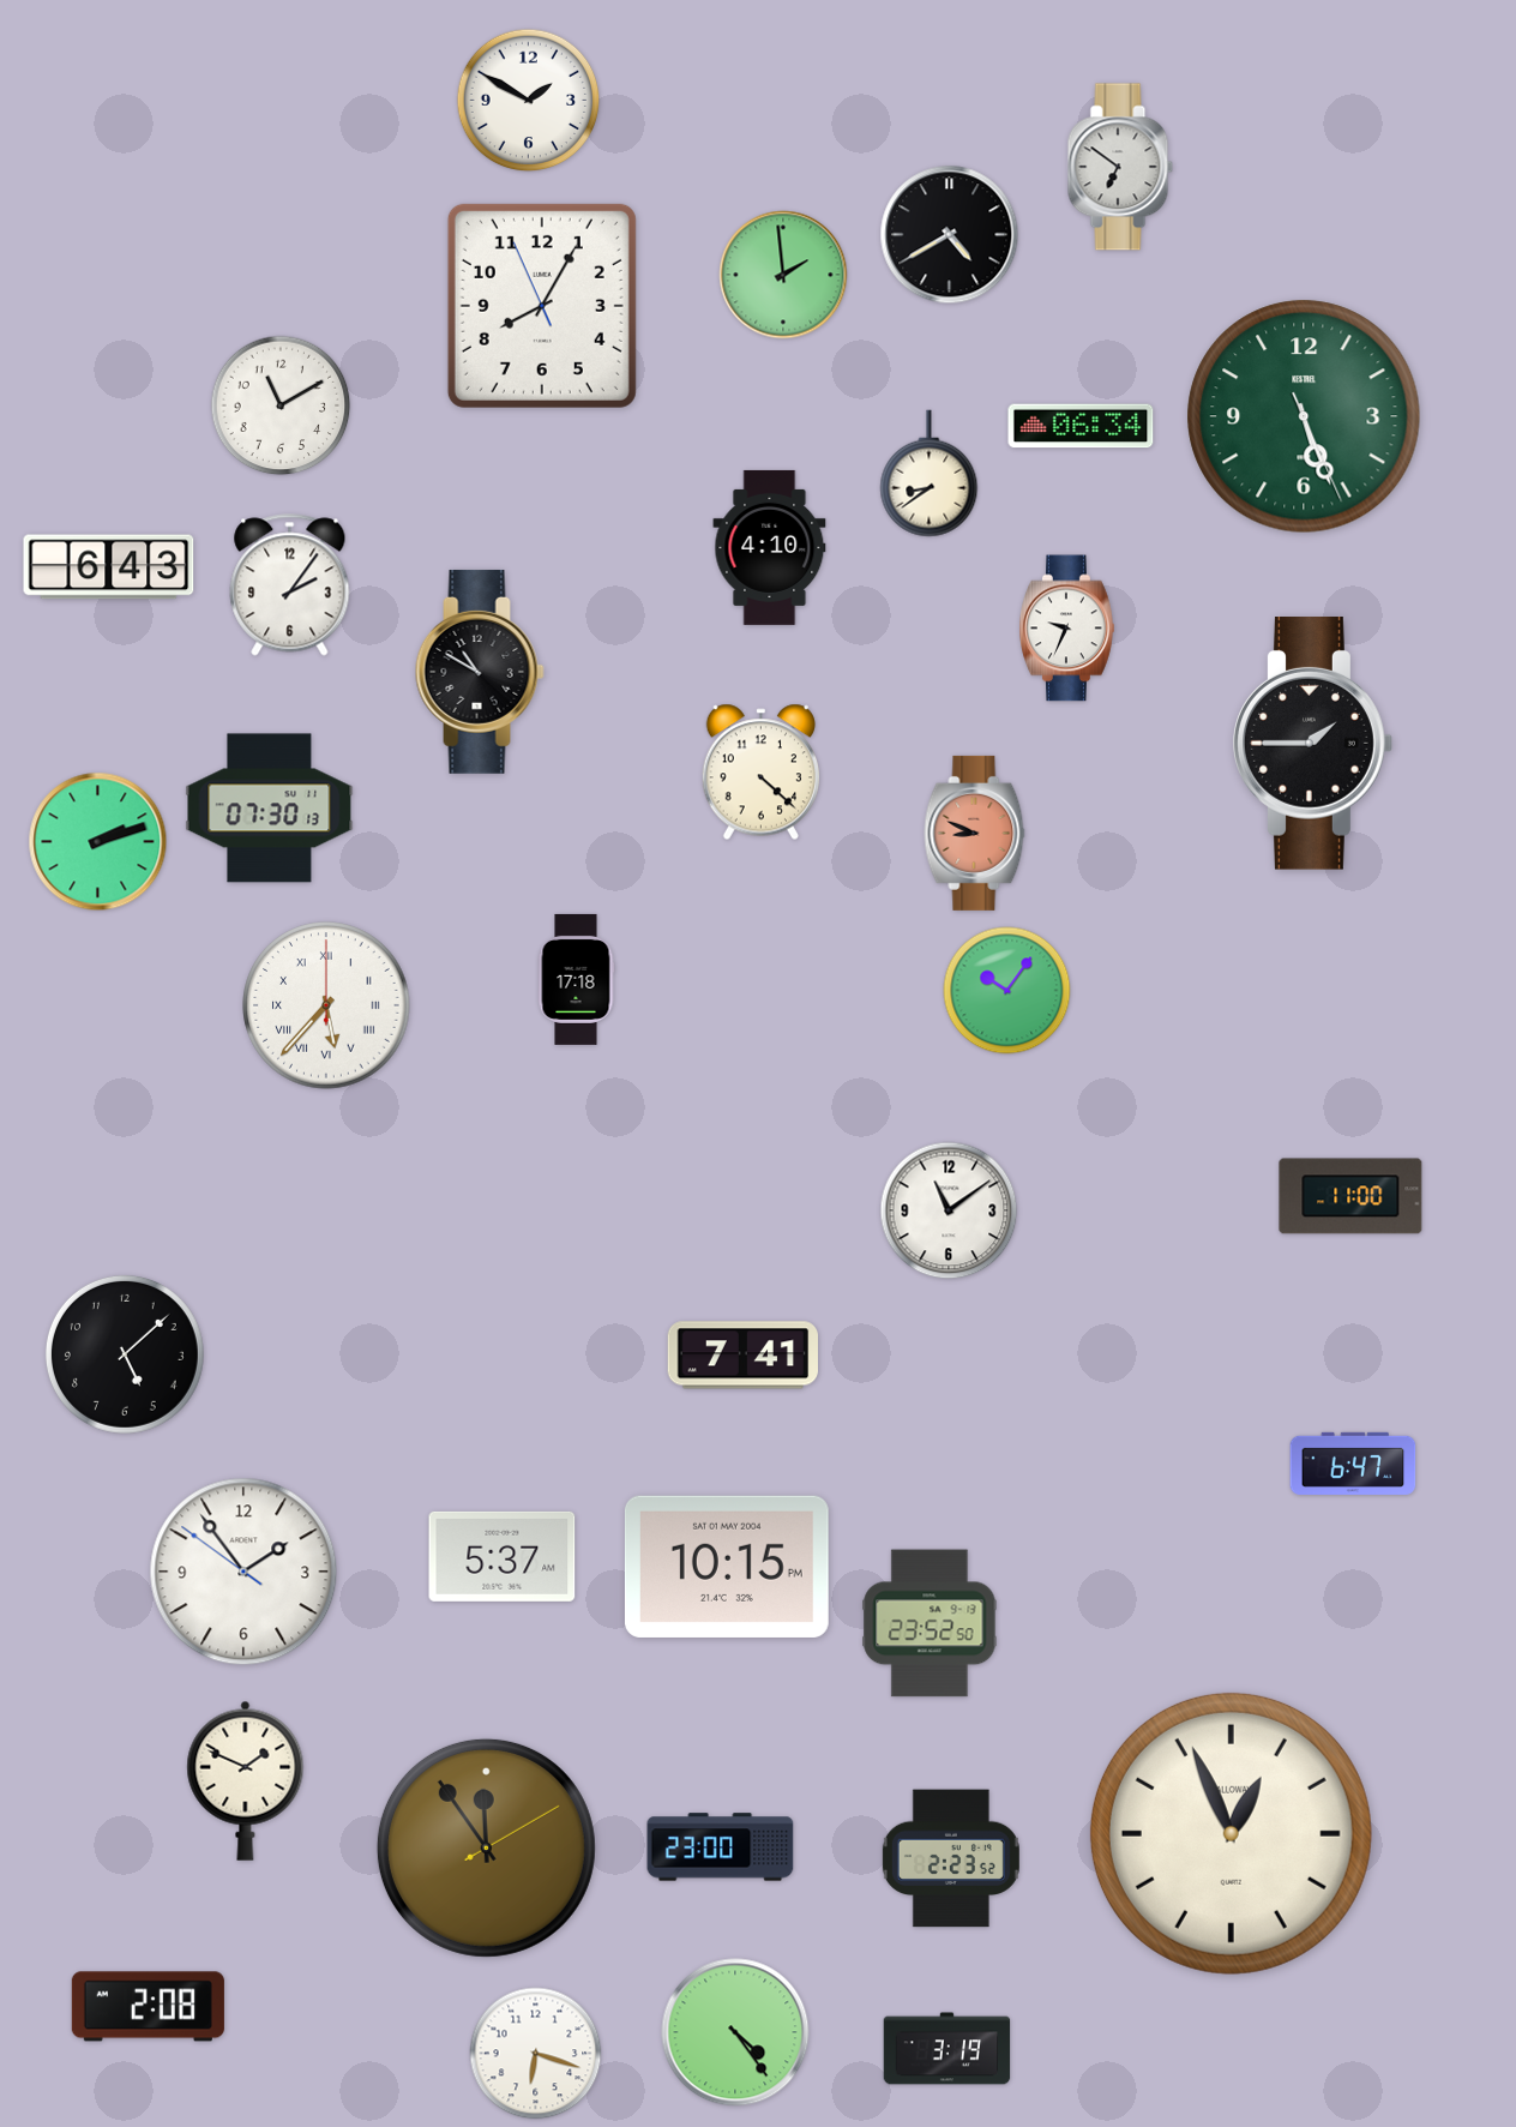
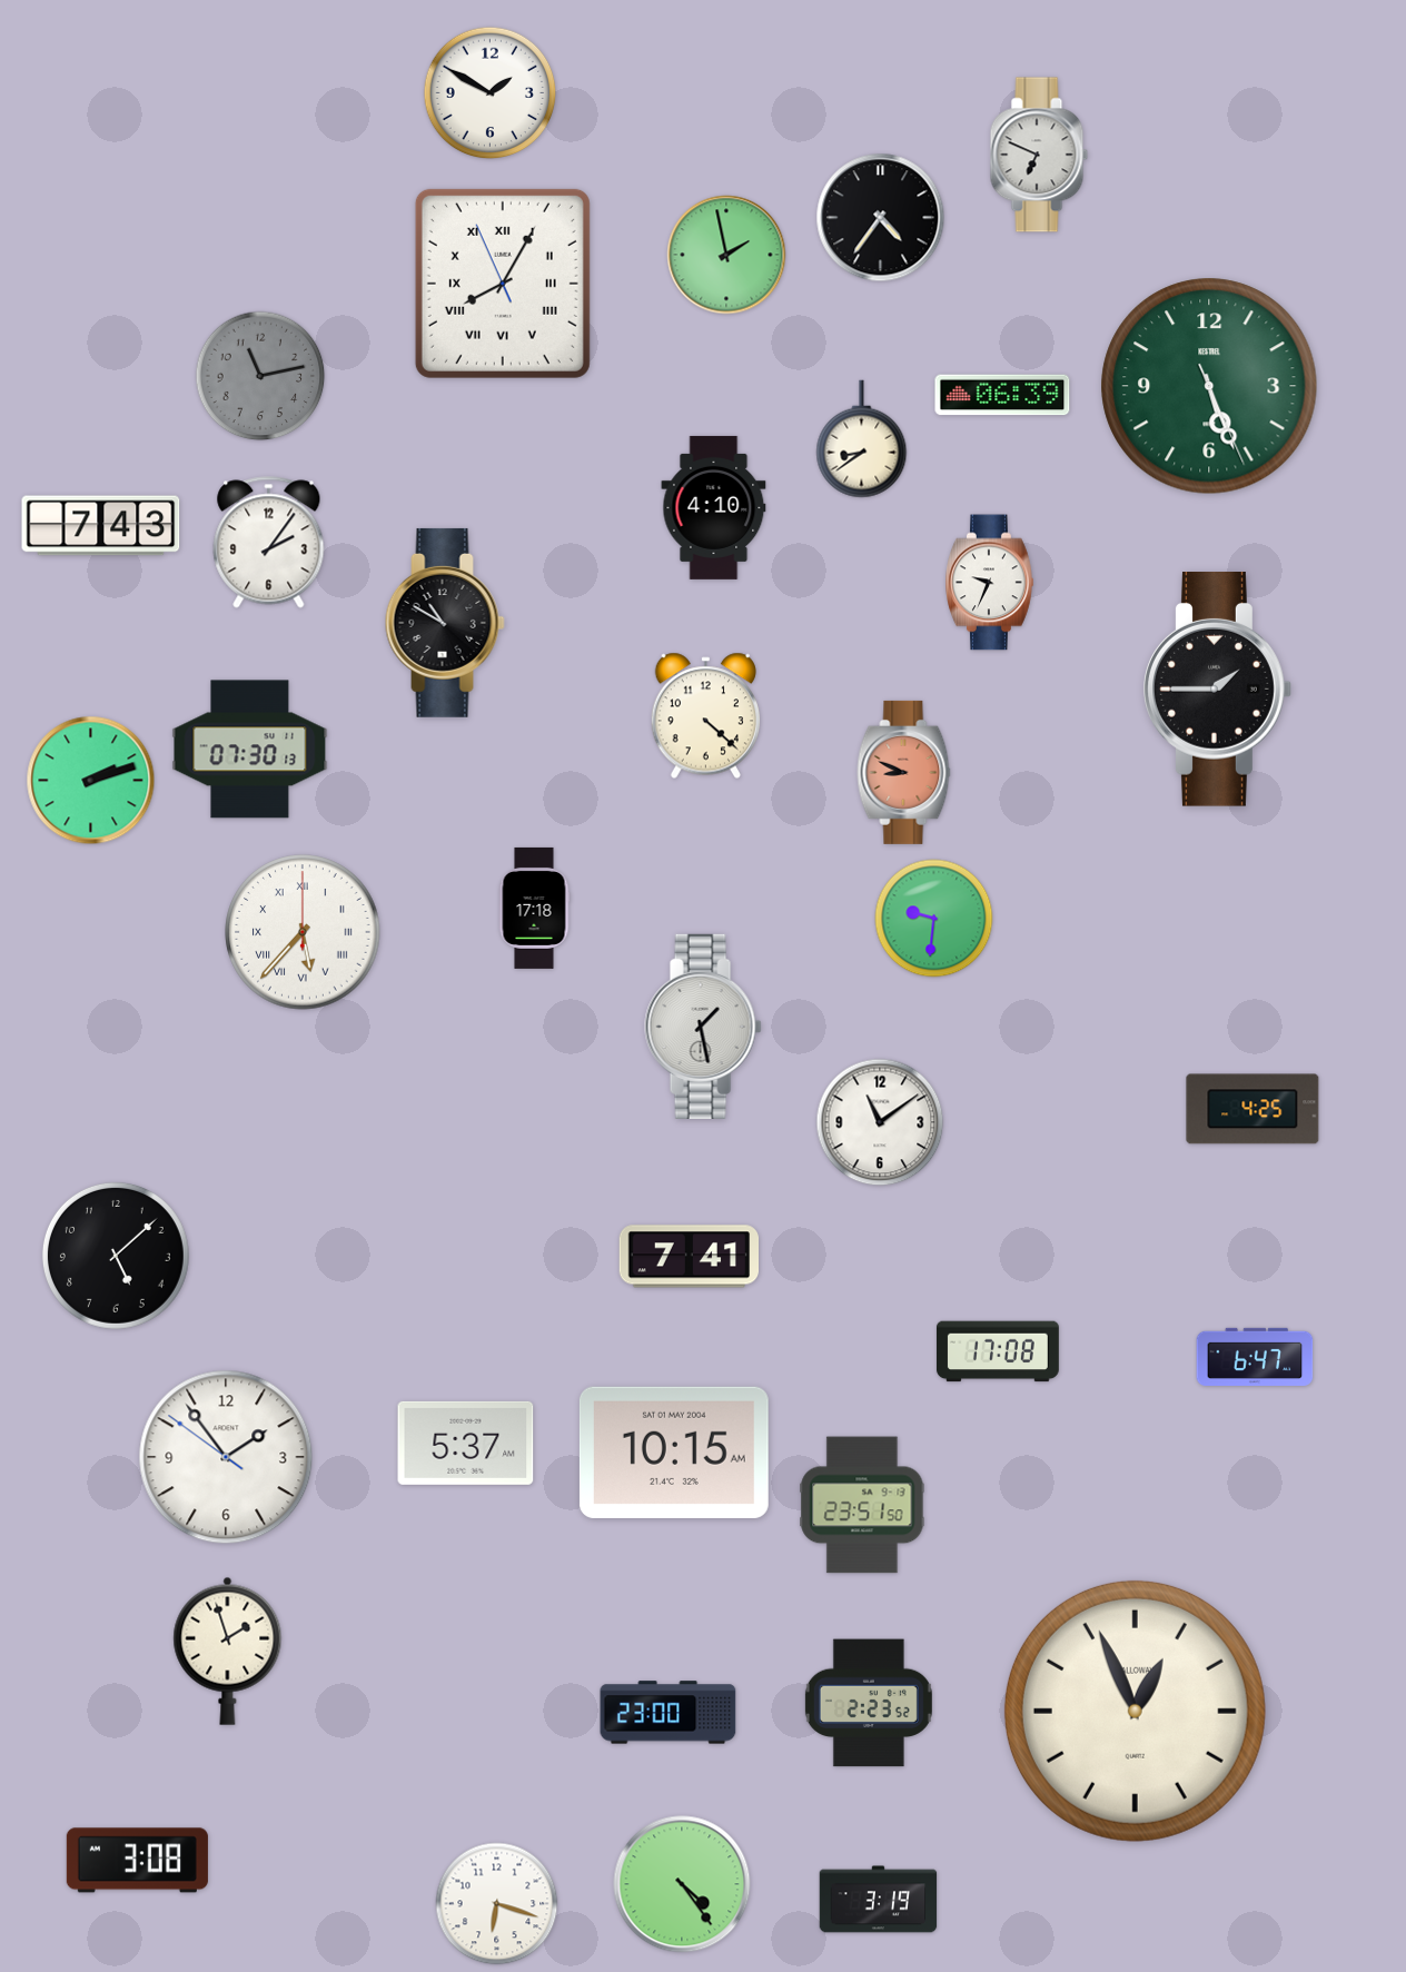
clock at (1120, 167): 6:51 -> 6:49
clock at (950, 235): 4:40 -> 4:36
clock at (783, 275): 1:59 -> 1:58
clock at (542, 306) numerals: Arabic -> Roman
clock at (281, 405): 11:10 -> 11:13
clock at (281, 405) dial: white -> grey
clock at (1081, 426): 06:34 -> 06:39
clock at (109, 567): 6:43 -> 7:43
clock at (1007, 991): 10:06 -> 9:31
clock at (703, 1027): none -> 1:28
clock at (1350, 1196): 11:00 -> 4:25
clock at (998, 1351): none -> 17:08
clock at (727, 1567): 10:15 PM -> 10:15 AM
clock at (930, 1623): 23:52 -> 23:51
clock at (246, 1780): 1:49 -> 1:57
clock at (1231, 1833) position: (1231, 1833) -> (1135, 1711)
clock at (486, 1847): 11:54 -> none
clock at (951, 1858) position: (951, 1858) -> (869, 1703)
clock at (148, 2007): 2:08 -> 3:08
